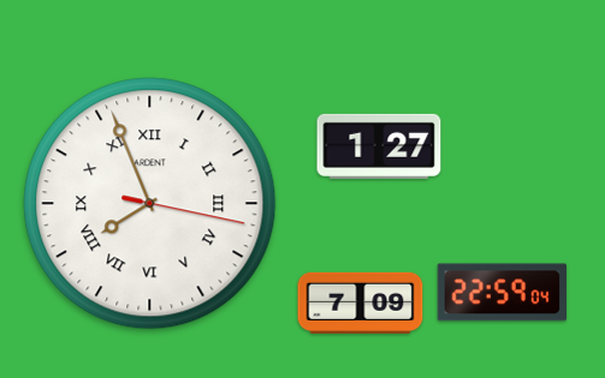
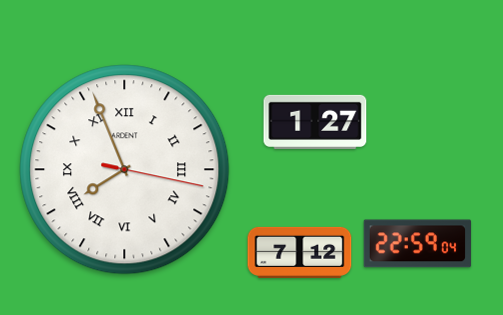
clock at (361, 302): 7:09 -> 7:12
